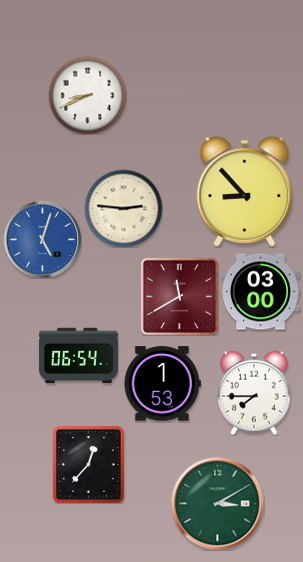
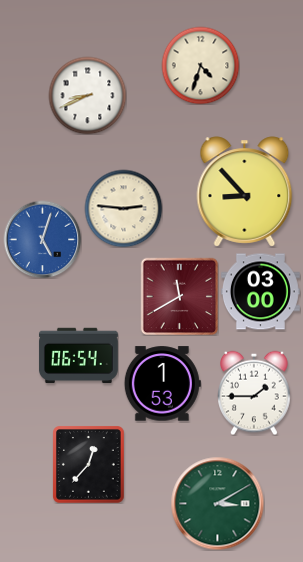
clock at (200, 65): none -> 4:33
clock at (254, 393): 7:45 -> 1:45
